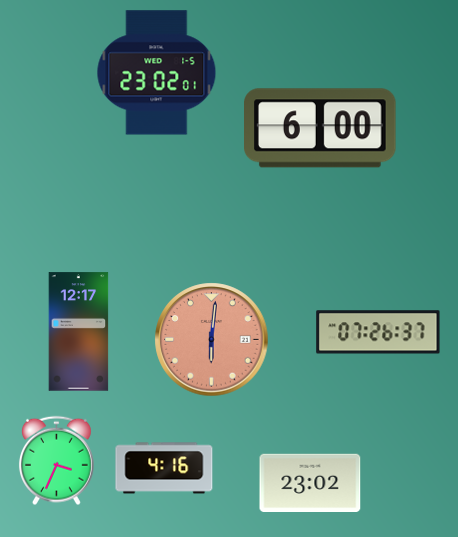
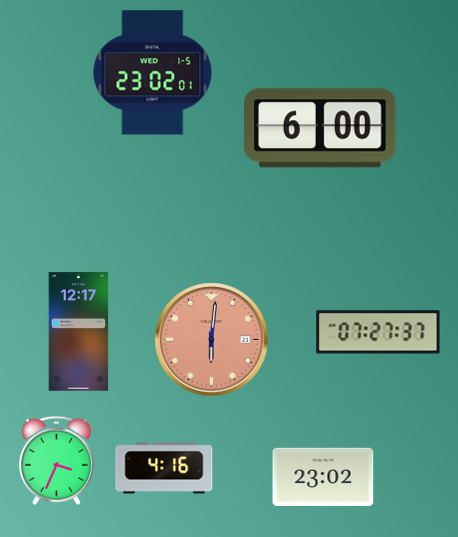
clock at (157, 73) position: (157, 73) -> (153, 73)
clock at (378, 332): 07:26 -> 07:27
clock at (310, 482) position: (310, 482) -> (323, 476)
